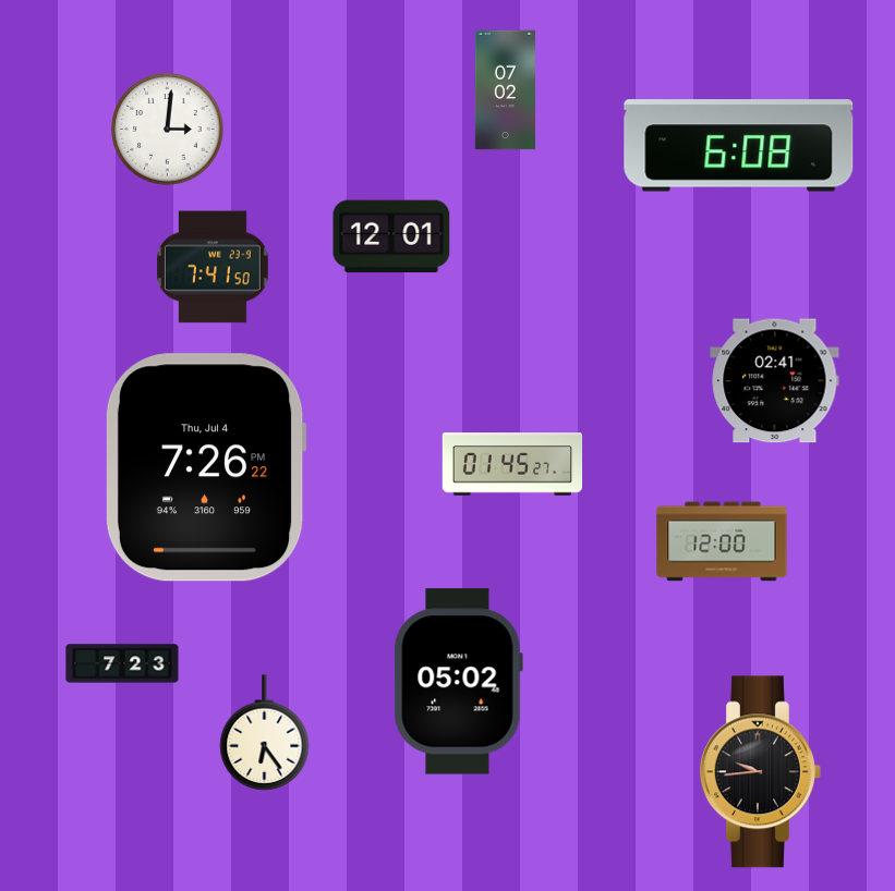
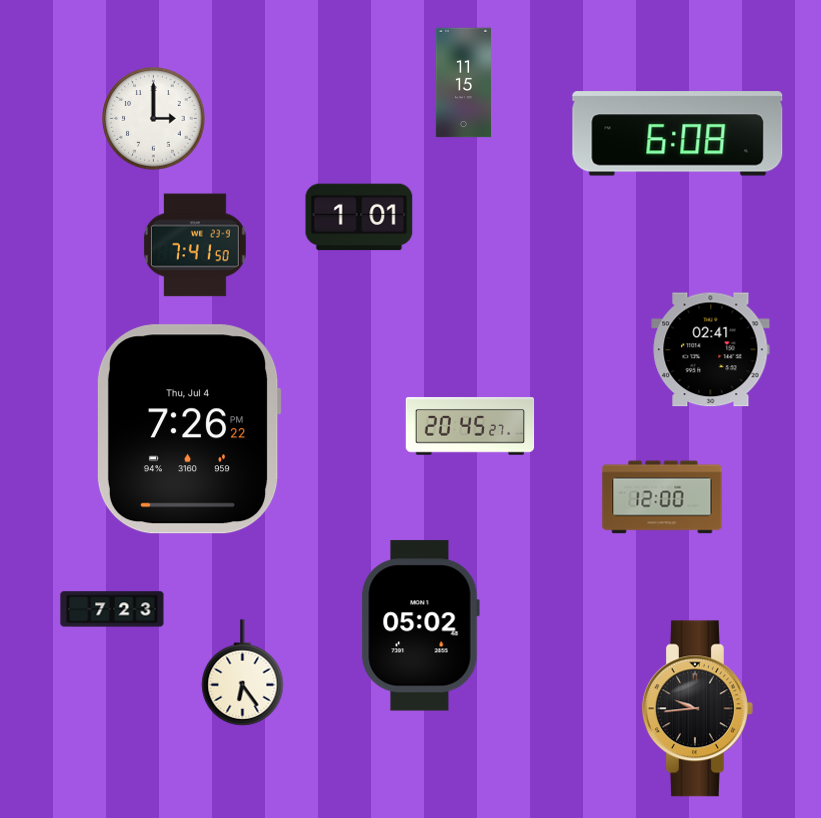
clock at (505, 90): 07:02 -> 11:15
clock at (168, 130): 3:01 -> 3:00
clock at (391, 236): 12:01 -> 1:01
clock at (512, 464): 01:45 -> 20:45
